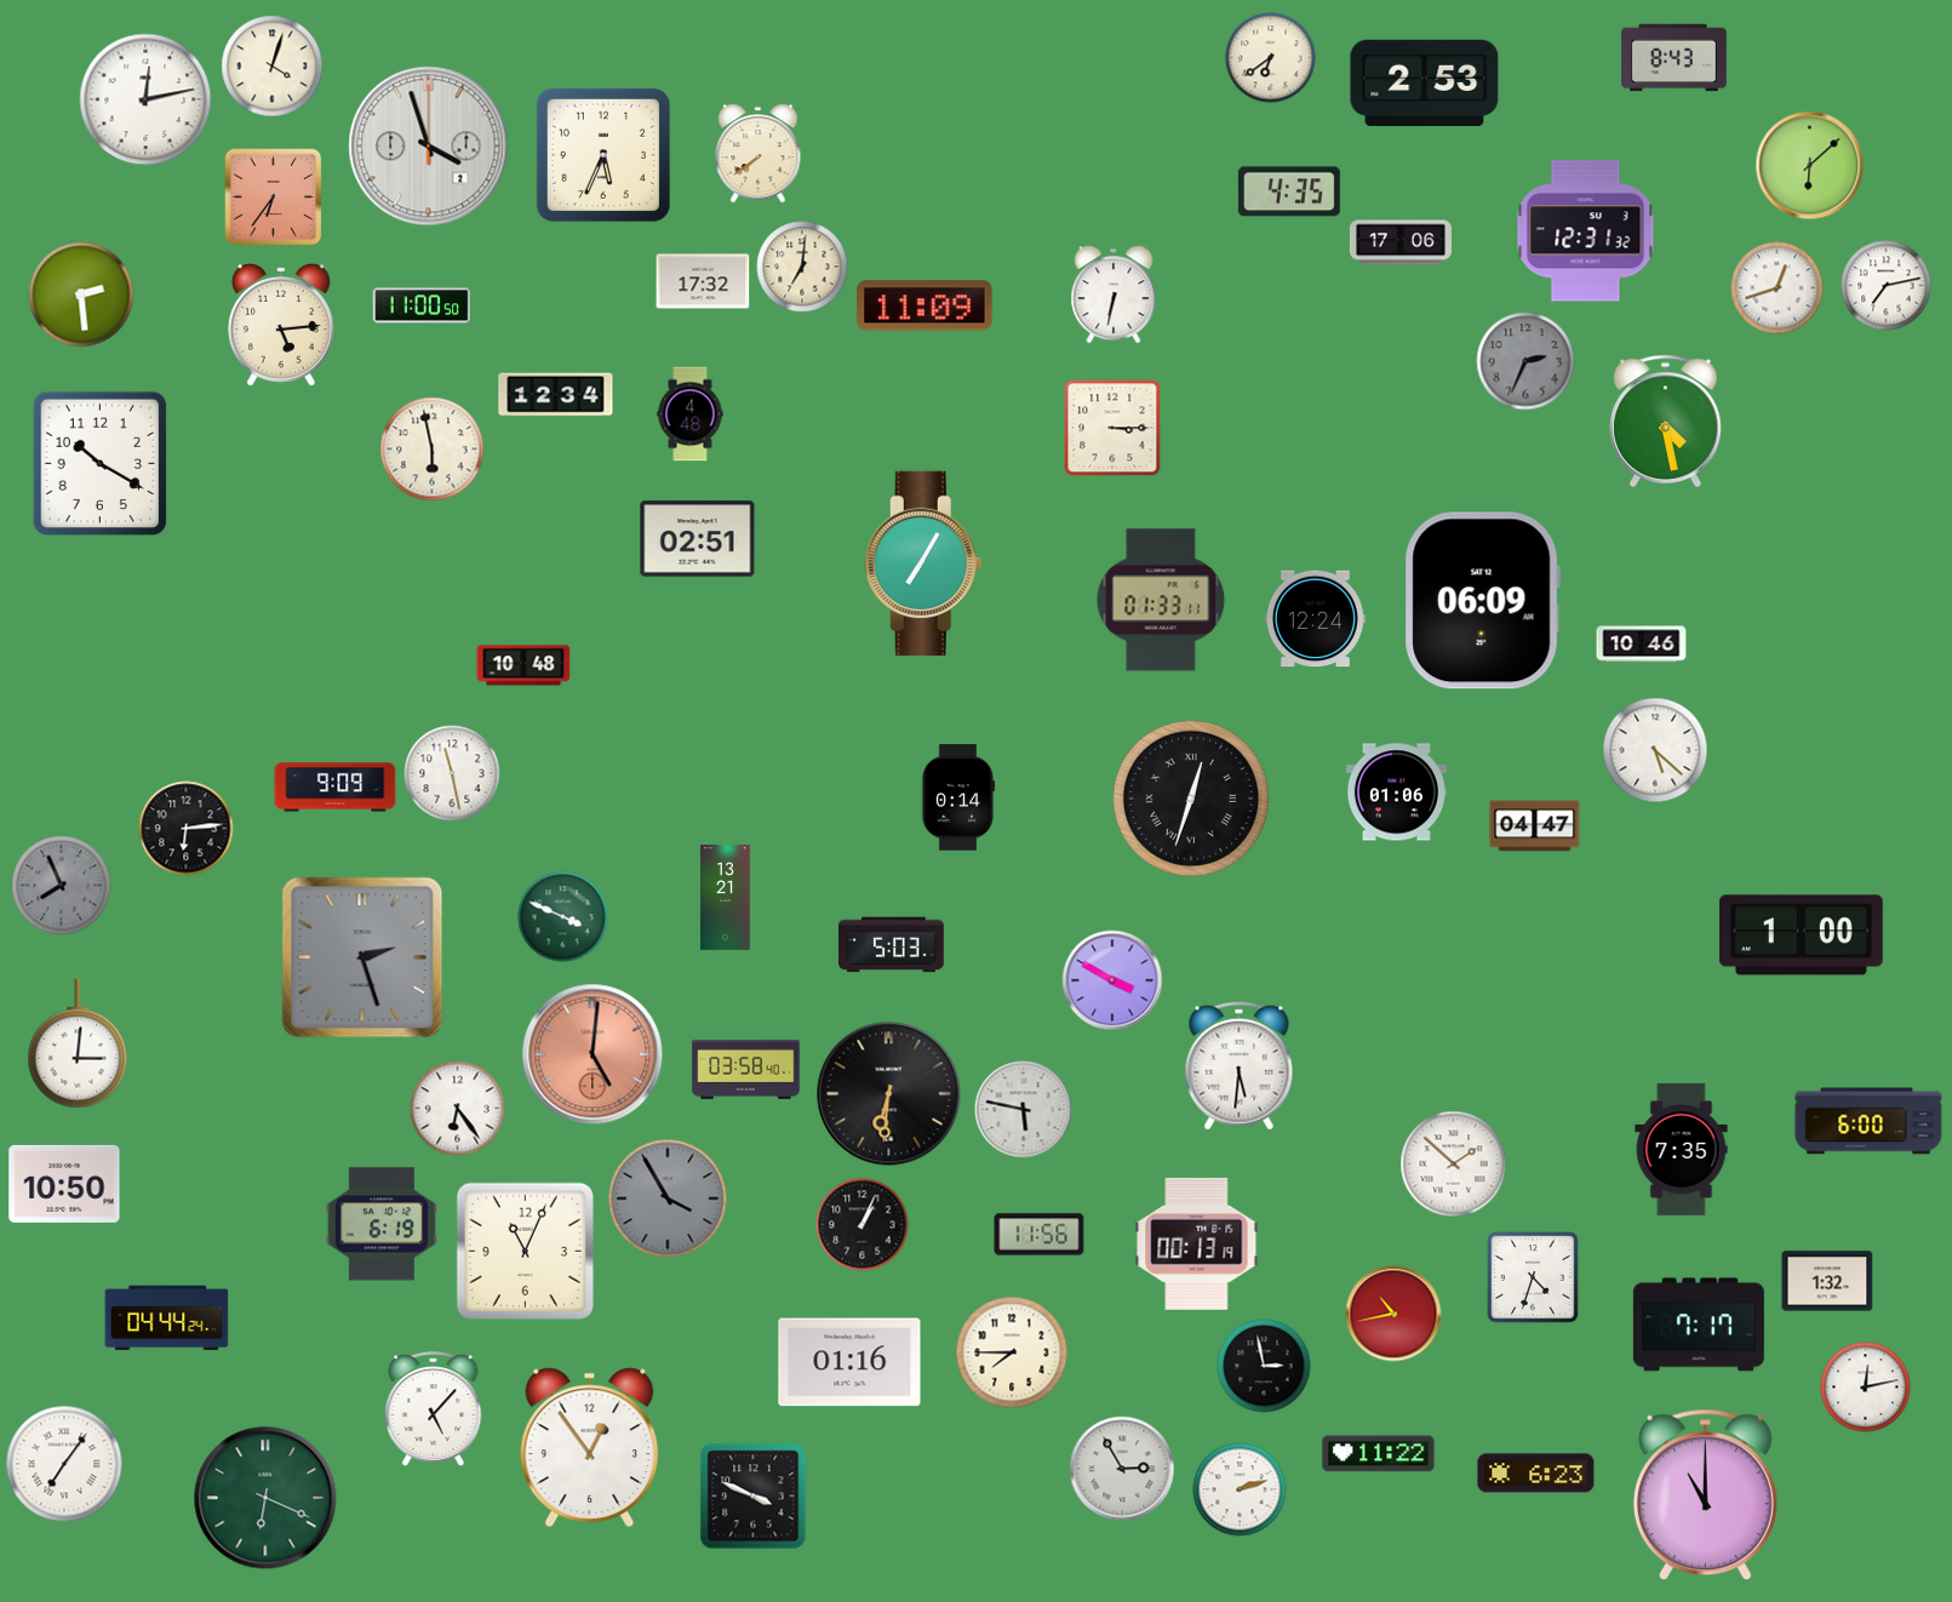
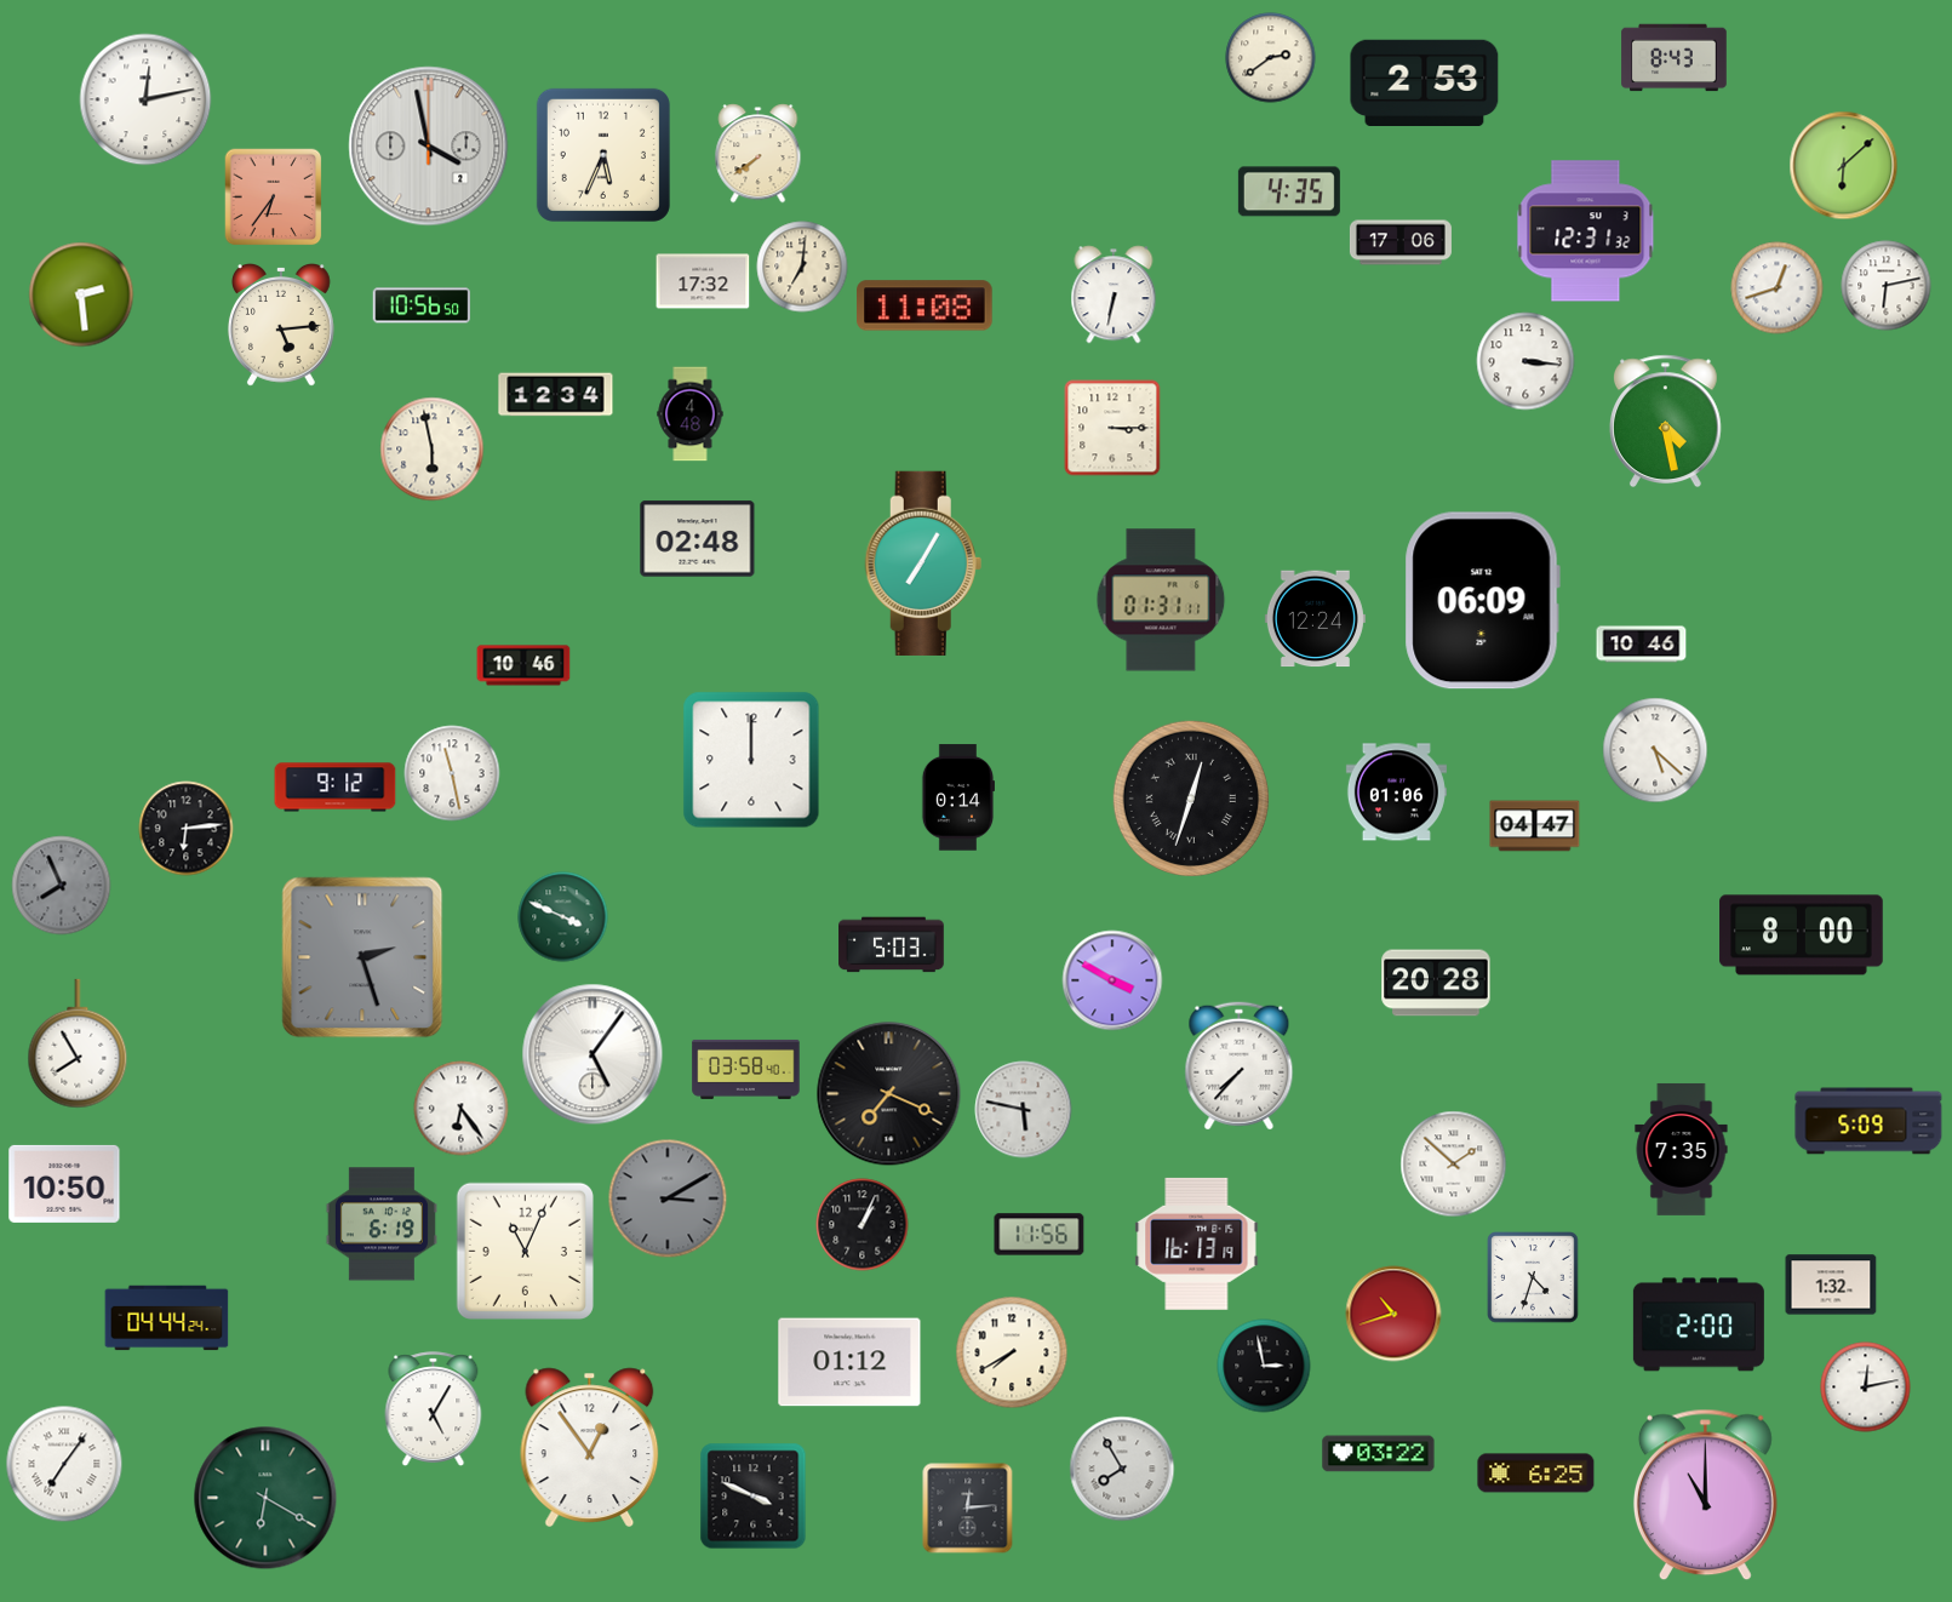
clock at (1271, 58): 6:39 -> 2:39
clock at (273, 67): 4:03 -> none
clock at (429, 147): 3:57 -> 3:58
clock at (1810, 166) position: (1810, 166) -> (1844, 166)
clock at (1887, 286): 7:13 -> 6:13
clock at (422, 305): 11:00 -> 10:56
clock at (925, 305): 11:09 -> 11:08
clock at (1525, 361): 2:34 -> 3:16
clock at (1525, 361) dial: grey -> white
clock at (99, 463): 10:20 -> none
clock at (698, 539): 02:51 -> 02:48
clock at (1161, 600): 01:33 -> 01:31
clock at (523, 665): 10:48 -> 10:46
clock at (751, 760): none -> 12:00
clock at (336, 788): 9:09 -> 9:12
clock at (726, 898): 13:21 -> none
clock at (1802, 936): 1:00 -> 8:00
clock at (1436, 983): none -> 20:28
clock at (78, 1043): 3:01 -> 7:55
clock at (593, 1054): 5:01 -> 5:06
clock at (593, 1054) dial: salmon -> white
clock at (1240, 1066): 5:31 -> 7:37
clock at (889, 1094): 6:31 -> 7:19
clock at (458, 1109) position: (458, 1109) -> (462, 1109)
clock at (1868, 1121): 6:00 -> 5:09
clock at (668, 1198): 3:55 -> 3:10
clock at (1197, 1243): 00:13 -> 16:13
clock at (1827, 1281) position: (1827, 1281) -> (1831, 1285)
clock at (1393, 1314): 10:43 -> 10:42
clock at (1699, 1324): 7:17 -> 2:00
clock at (1012, 1352): 7:45 -> 7:40
clock at (849, 1362): 01:16 -> 01:12
clock at (434, 1408): 5:07 -> 5:05
clock at (1379, 1454): 11:22 -> 03:22
clock at (1122, 1469): 2:55 -> 7:55
clock at (1536, 1474): 6:23 -> 6:25
clock at (1240, 1489): 2:12 -> none
clock at (265, 1498): 6:19 -> 6:20
clock at (968, 1509): none -> 12:14
